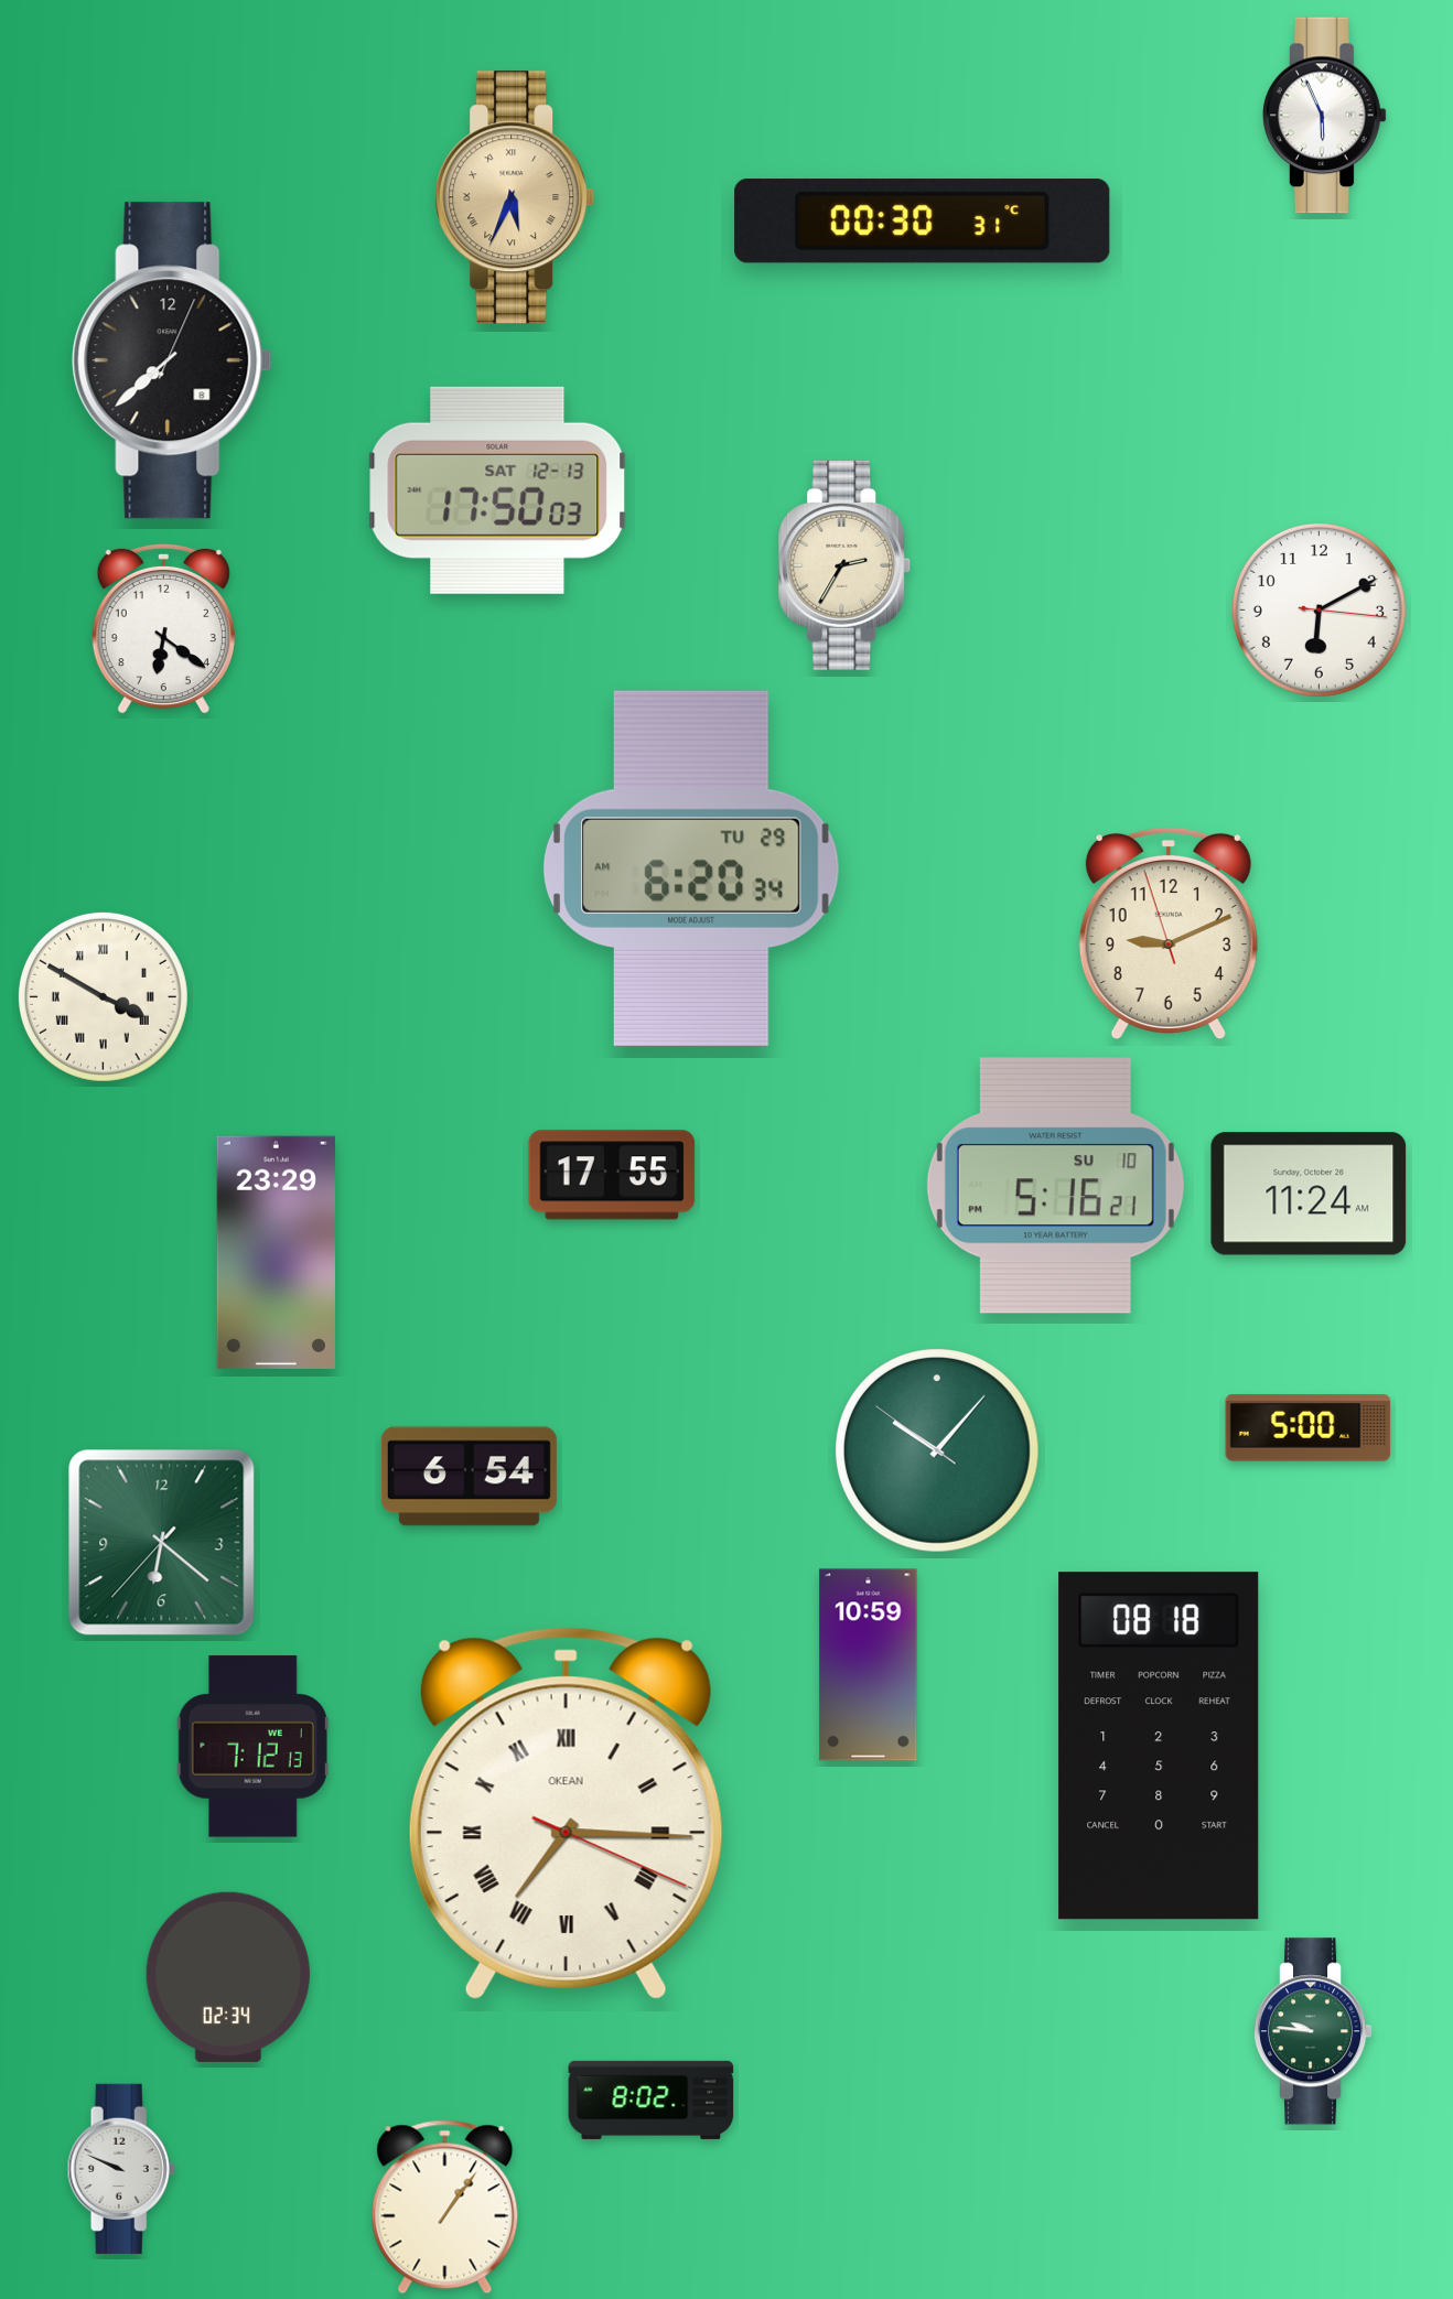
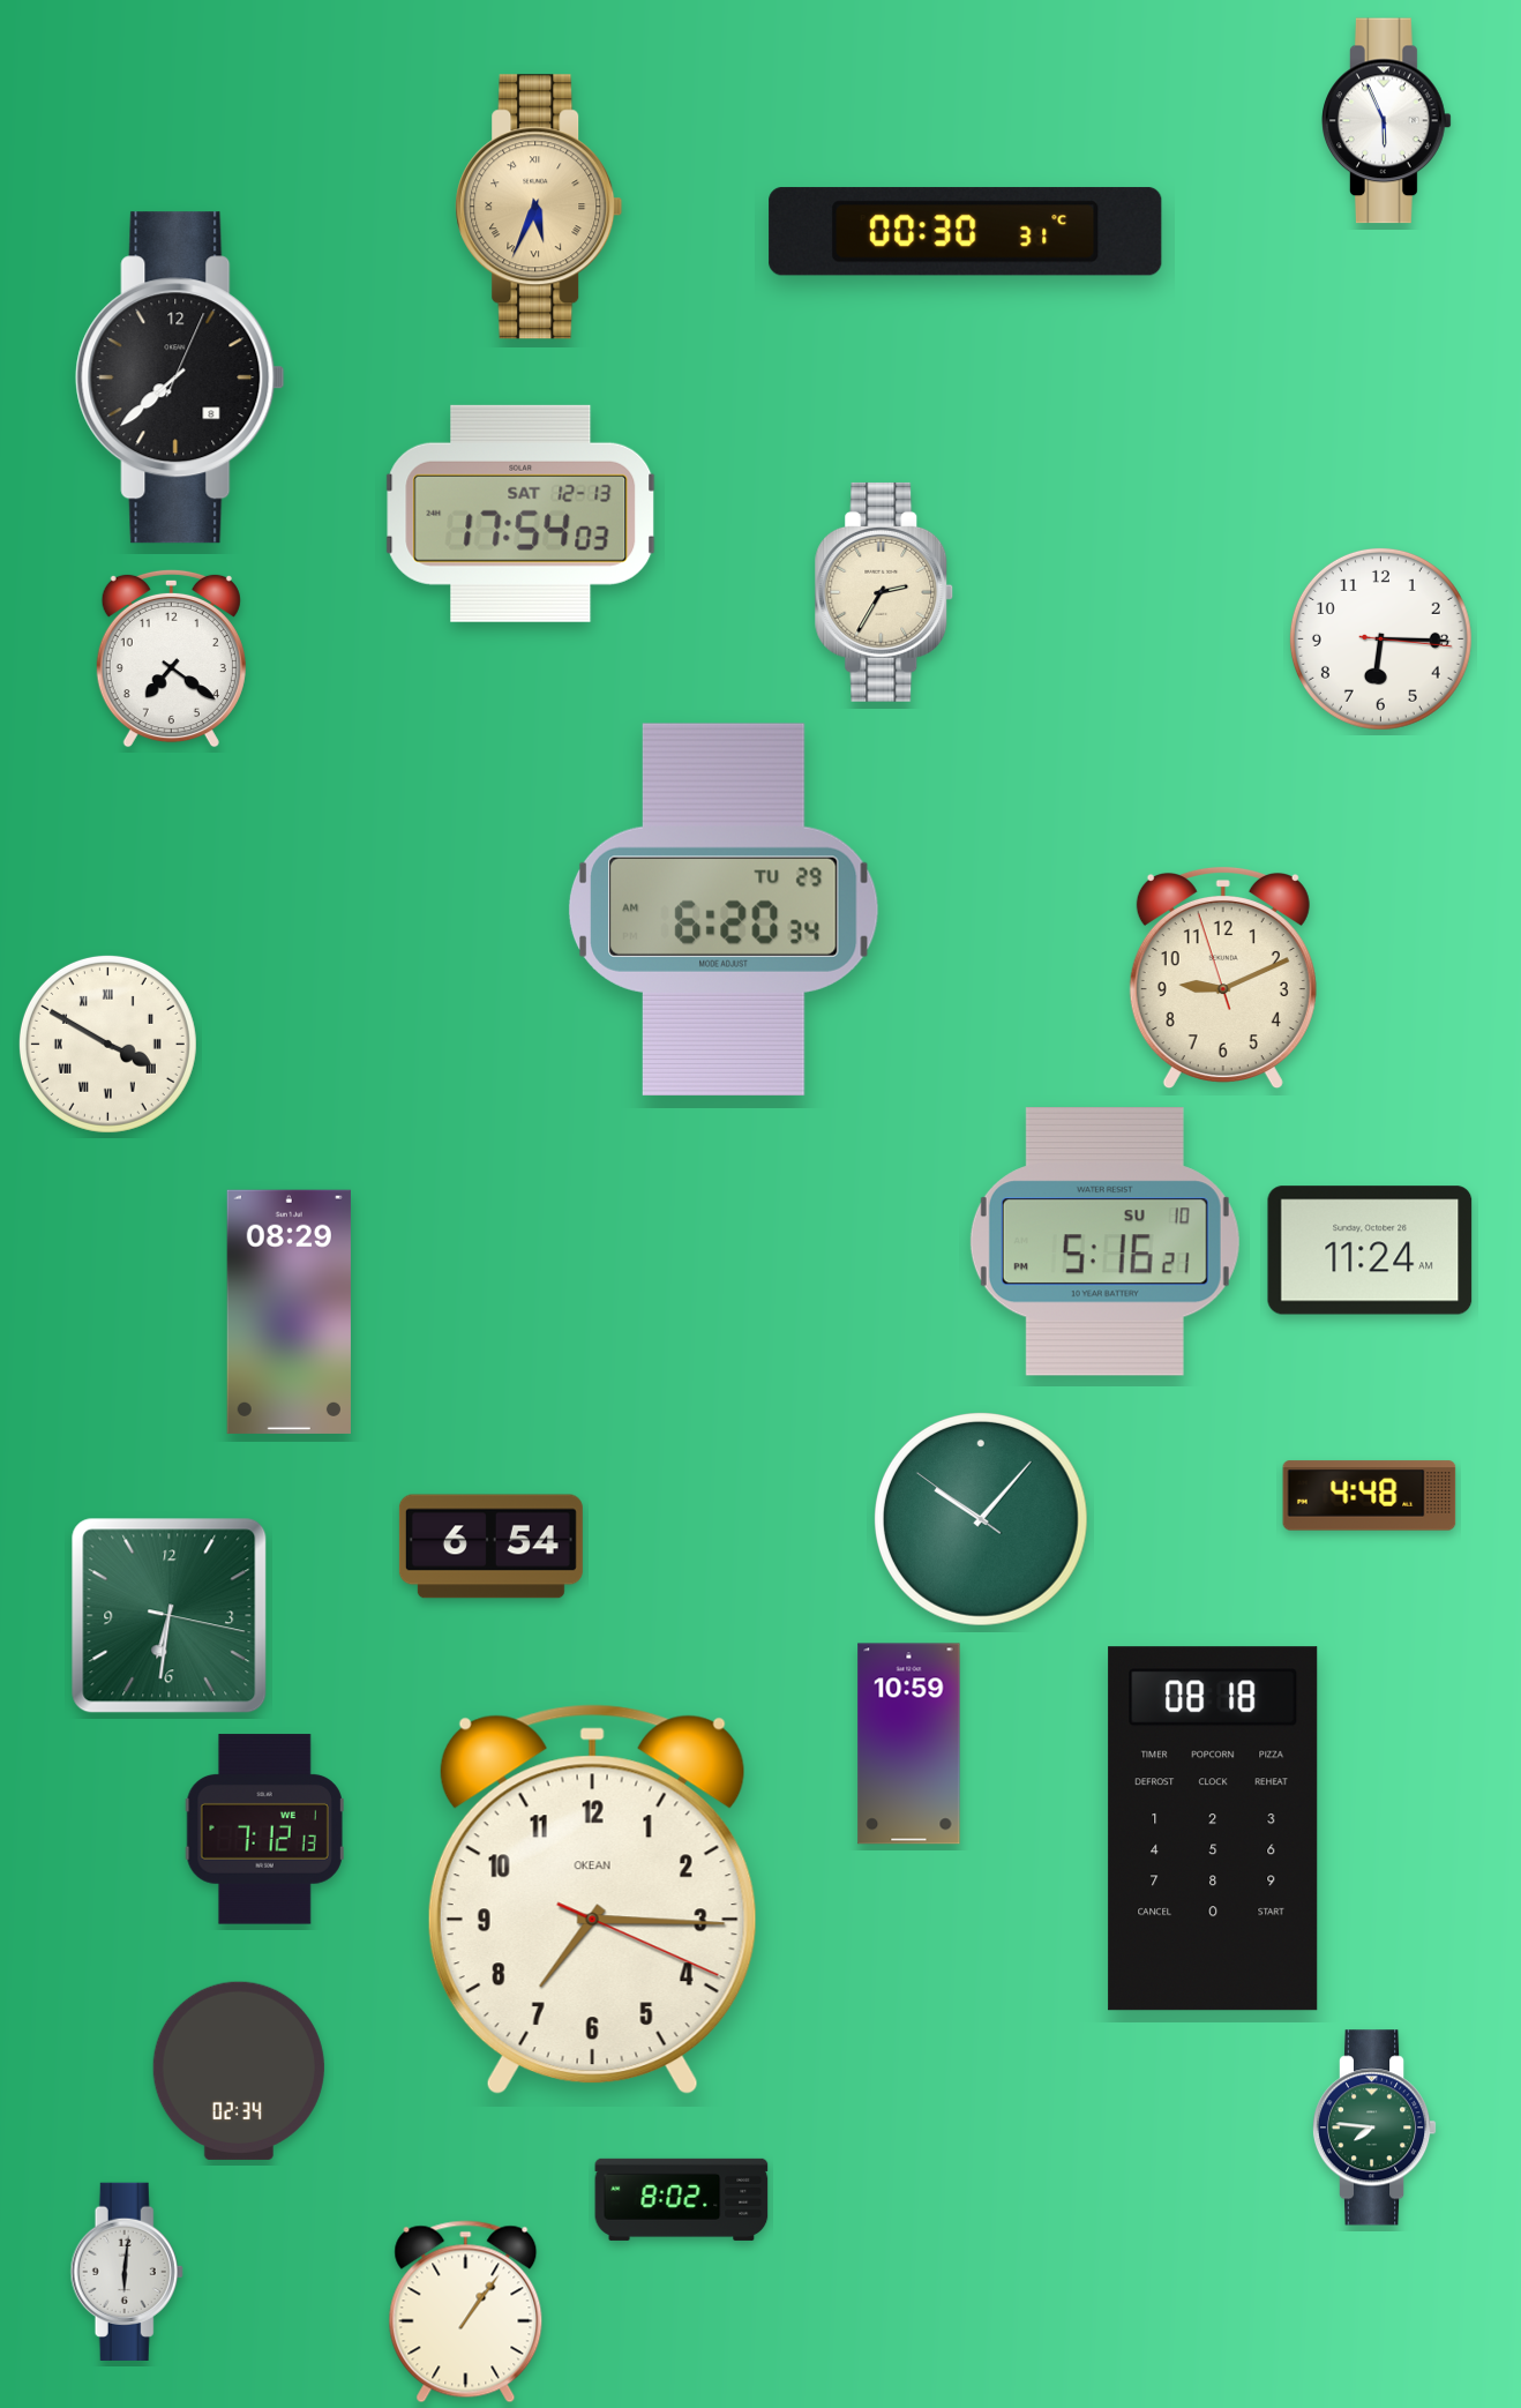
clock at (497, 490): 17:50 -> 17:54
clock at (1319, 609): 6:10 -> 6:15
clock at (163, 628): 6:21 -> 7:21
clock at (612, 1175): 17:55 -> none
clock at (276, 1252): 23:29 -> 08:29
clock at (1309, 1428): 5:00 -> 4:48
clock at (162, 1543): 6:21 -> 6:31
clock at (566, 1814) numerals: Roman -> Arabic
clock at (1313, 2031): 9:46 -> 7:46
clock at (121, 2169): 9:49 -> 6:01
